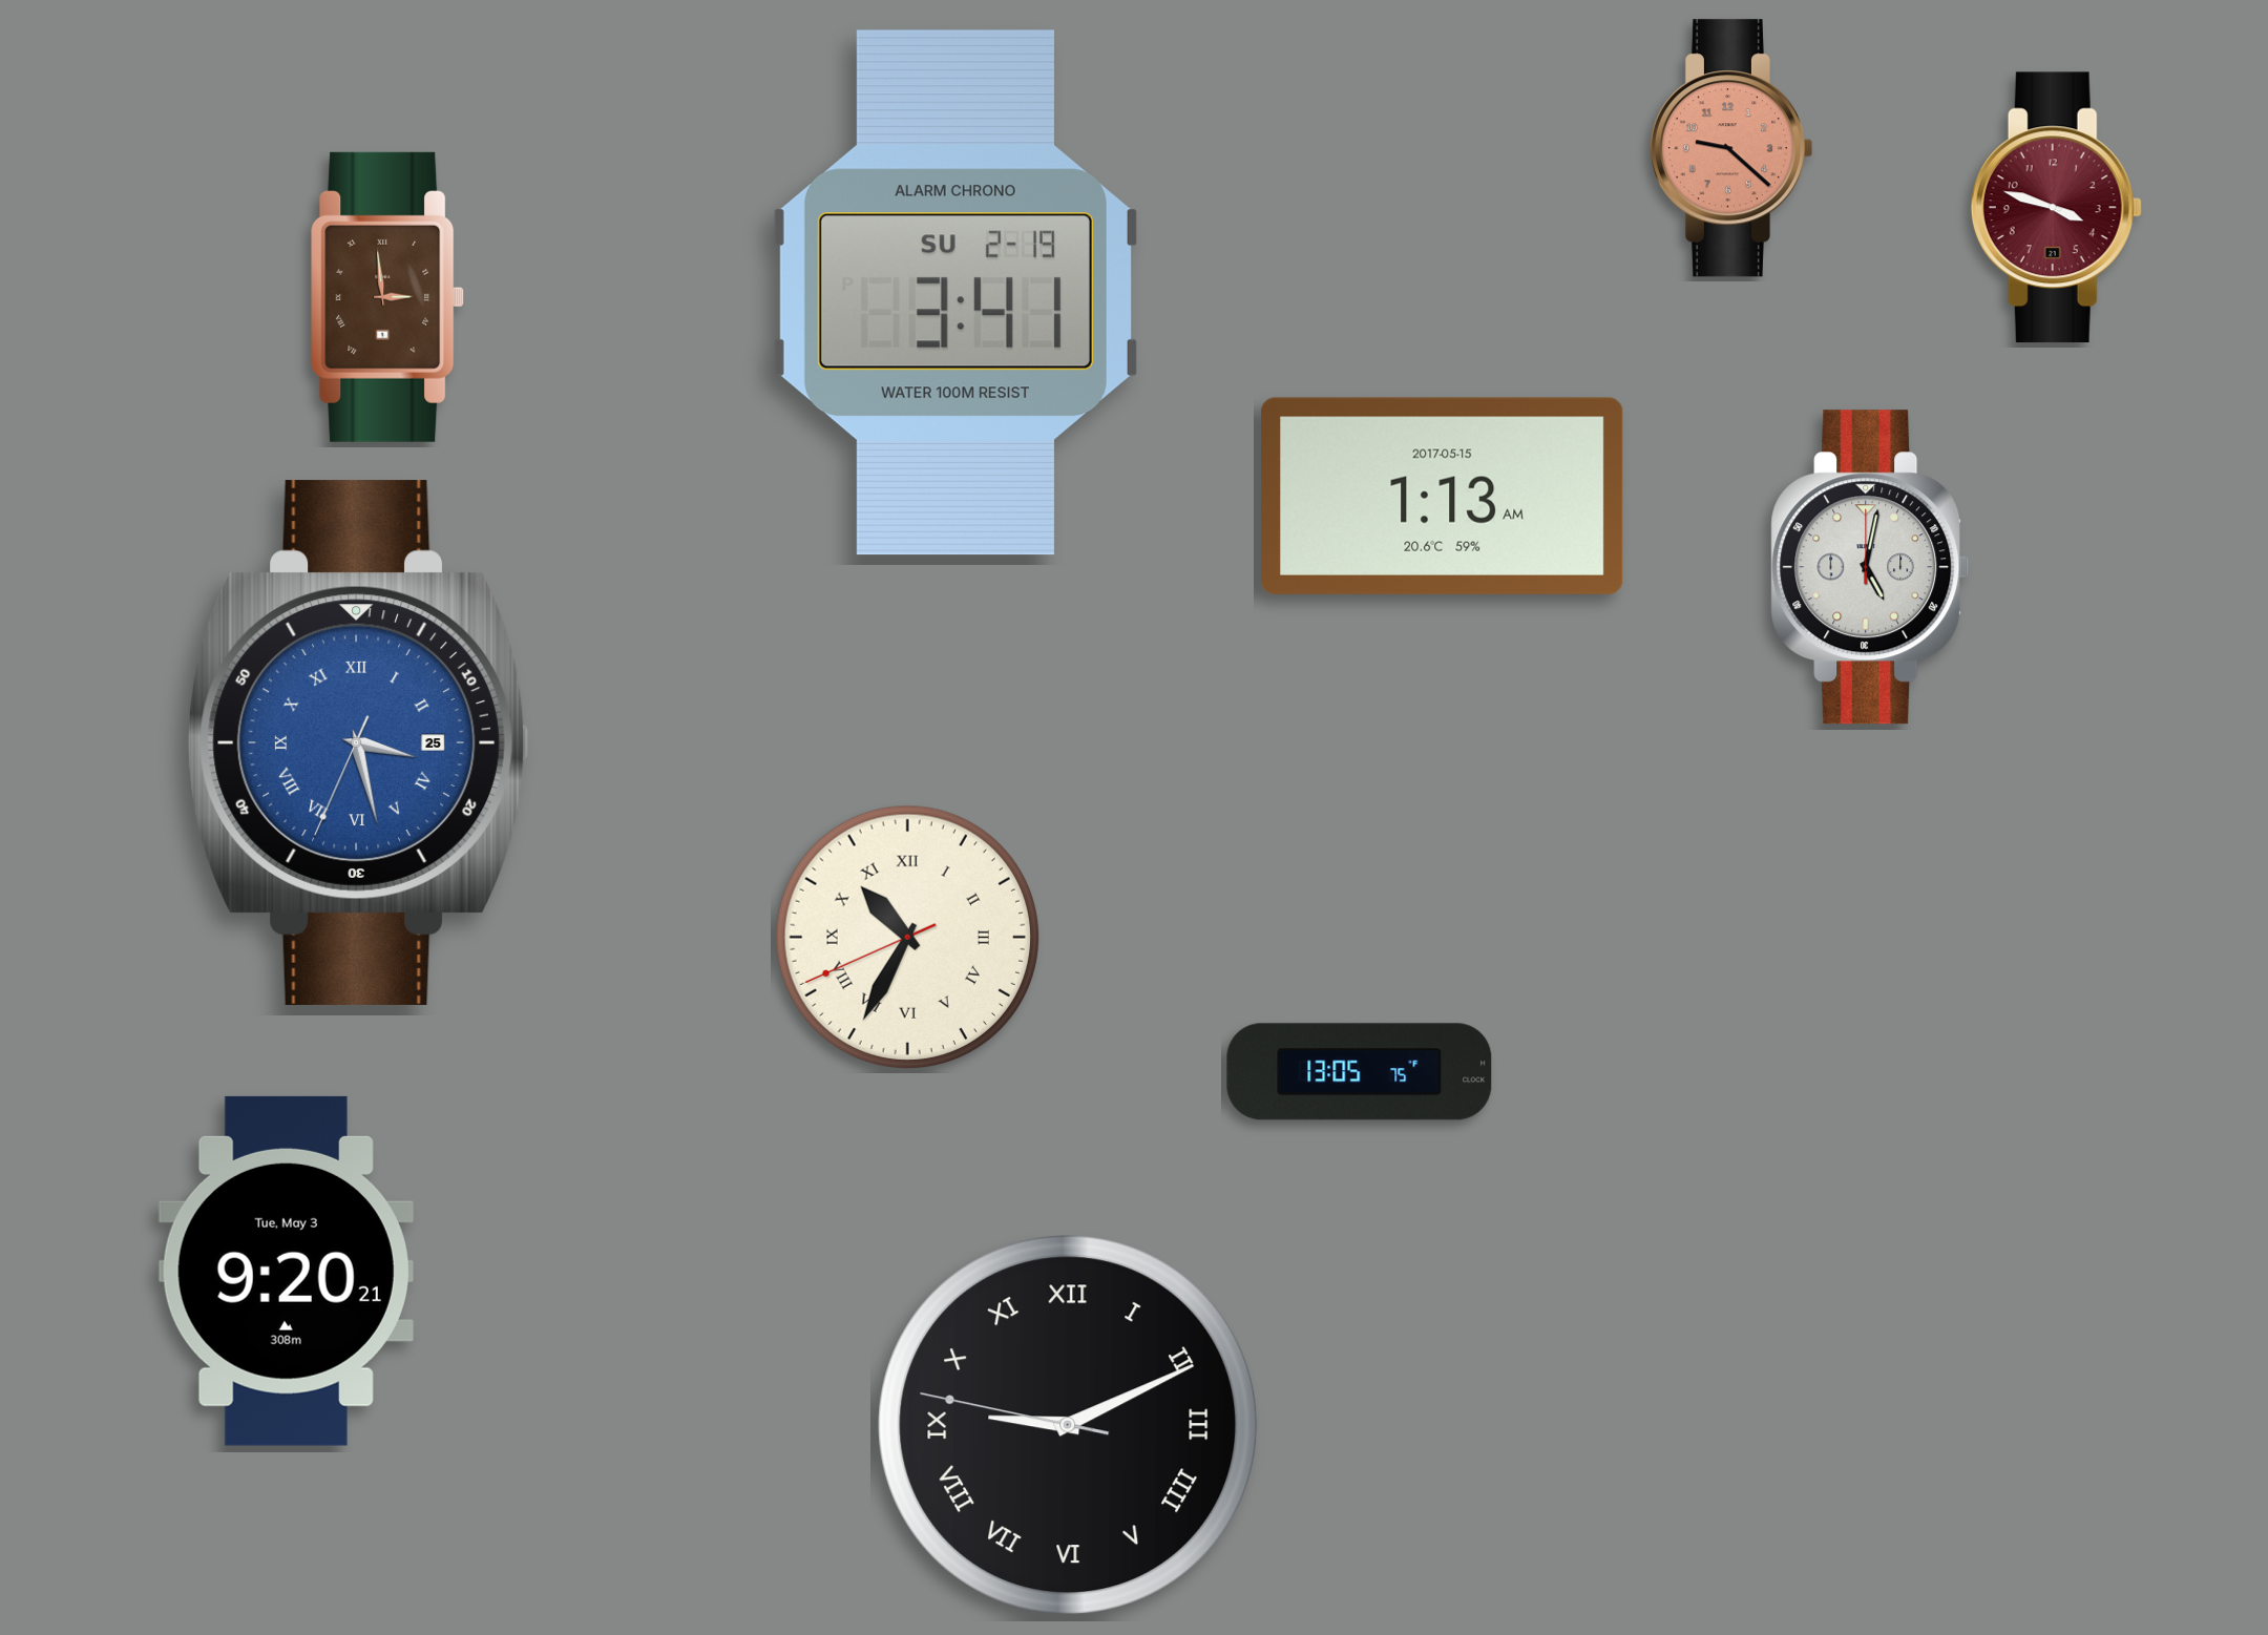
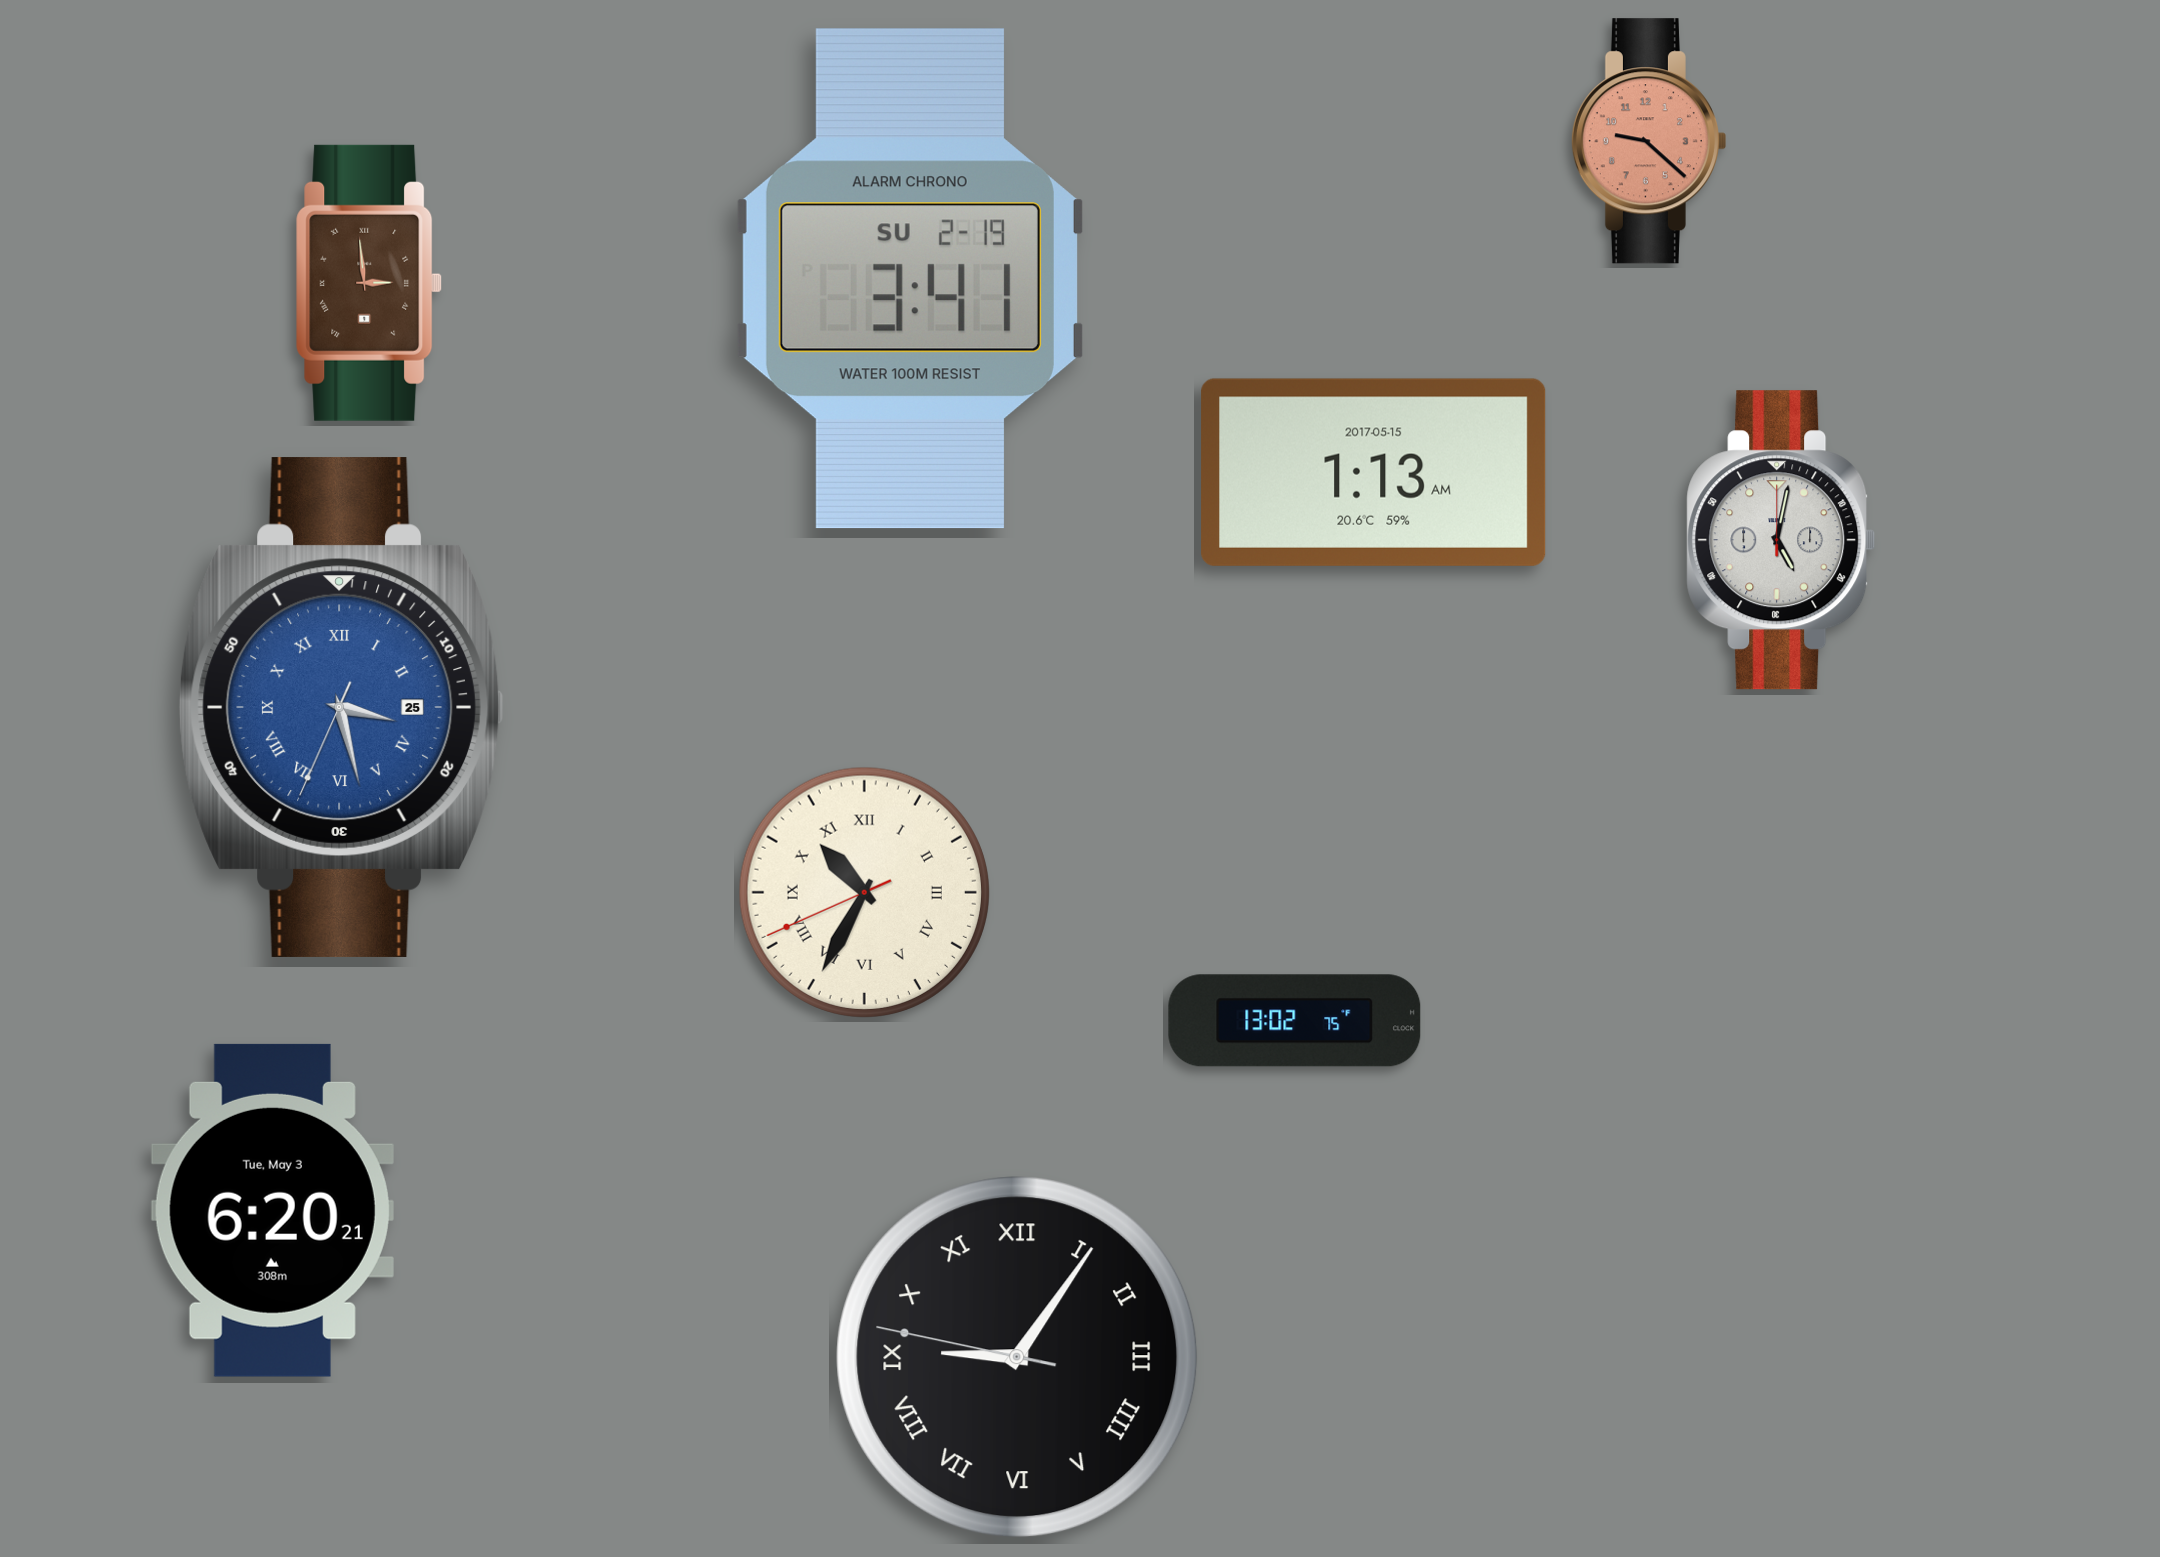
clock at (2056, 208): 3:48 -> none
clock at (1360, 1072): 13:05 -> 13:02
clock at (286, 1271): 9:20 -> 6:20
clock at (1068, 1425): 9:10 -> 9:05
